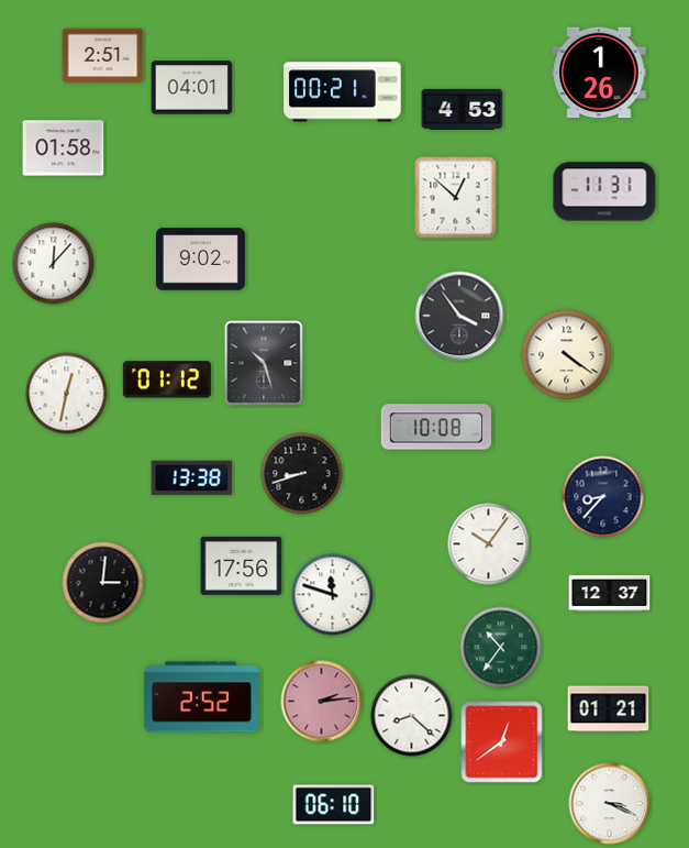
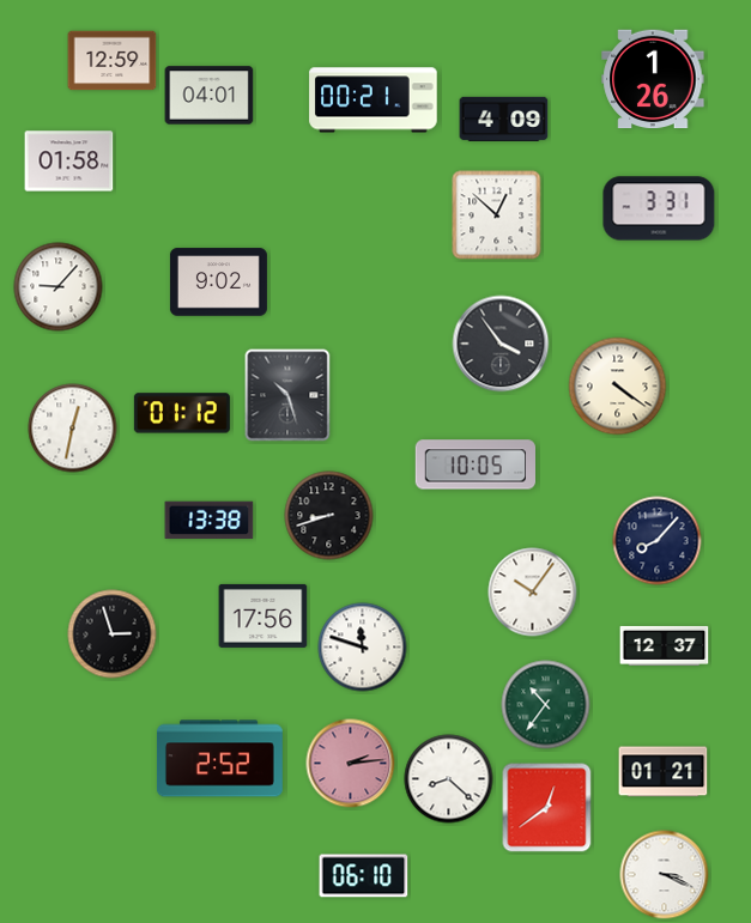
clock at (103, 56): 2:51 -> 12:59
clock at (463, 109): 4:53 -> 4:09
clock at (604, 191): 11:31 -> 3:31
clock at (54, 264): 12:07 -> 9:07
clock at (436, 427): 10:08 -> 10:05
clock at (603, 497): 8:37 -> 8:07
clock at (103, 583): 3:01 -> 2:57
